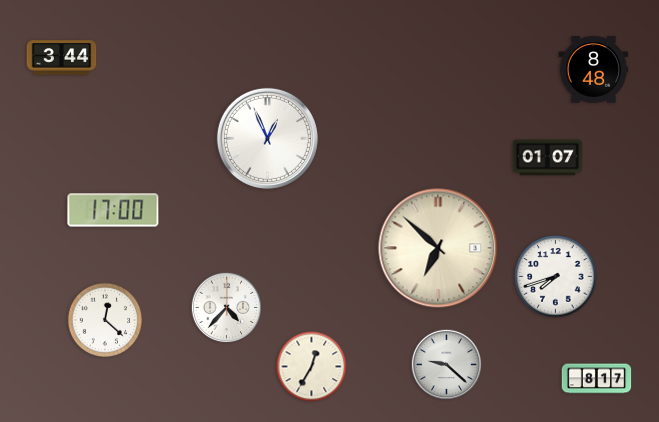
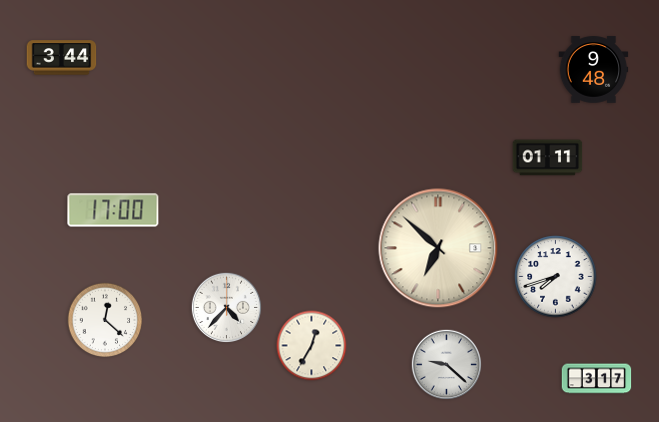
clock at (594, 70): 8:48 -> 9:48
clock at (267, 138): 12:56 -> none
clock at (548, 158): 01:07 -> 01:11
clock at (312, 367) position: (312, 367) -> (312, 346)
clock at (597, 379): 8:17 -> 3:17
